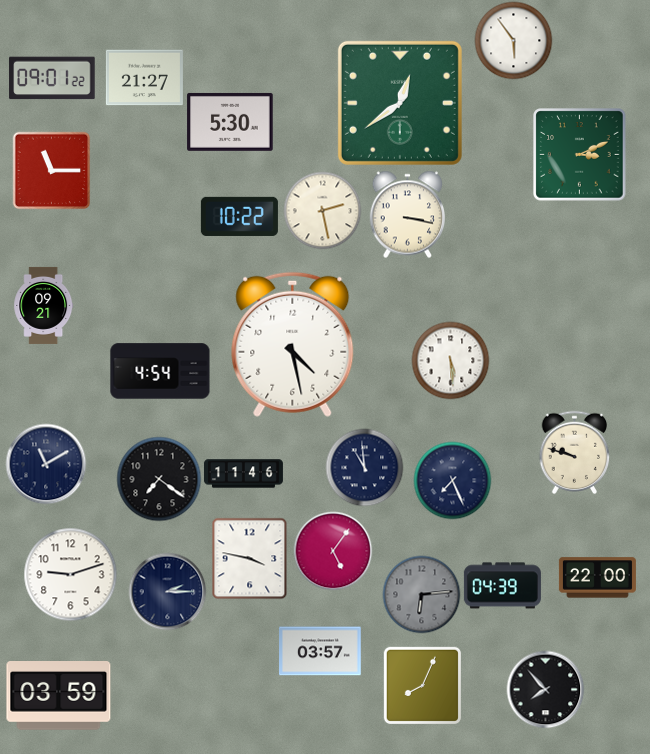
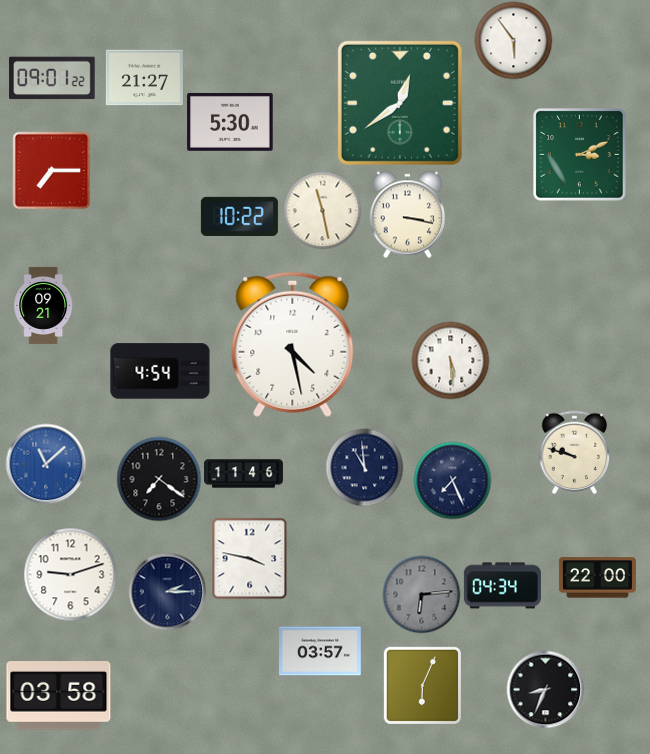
clock at (51, 170): 11:15 -> 7:15
clock at (322, 210): 2:28 -> 11:28
clock at (46, 464): 11:10 -> 11:08
clock at (46, 464) dial: navy -> blue
clock at (333, 551): 5:06 -> none
clock at (502, 586): 04:39 -> 04:34
clock at (422, 685): 8:04 -> 6:04
clock at (545, 689): 7:53 -> 8:34
clock at (59, 696): 03:59 -> 03:58
